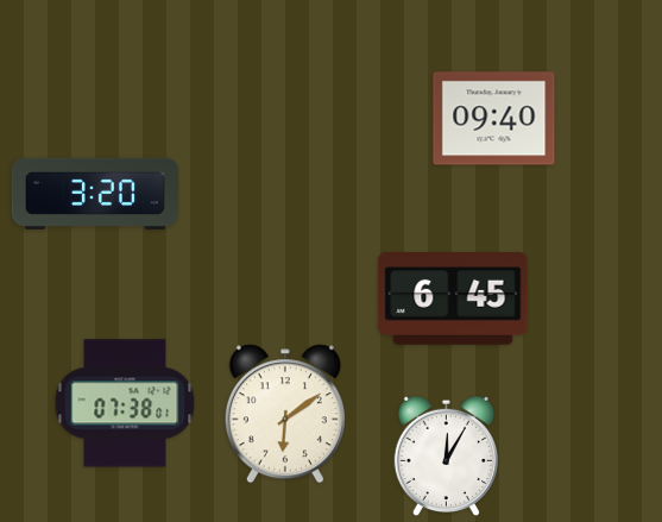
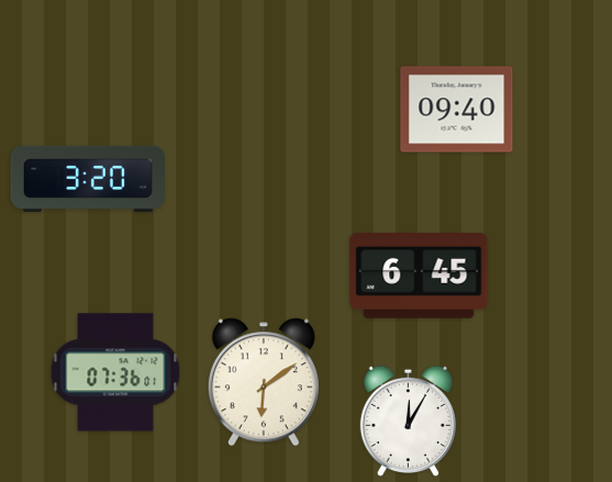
clock at (125, 403): 07:38 -> 07:36
clock at (446, 457) position: (446, 457) -> (408, 422)
